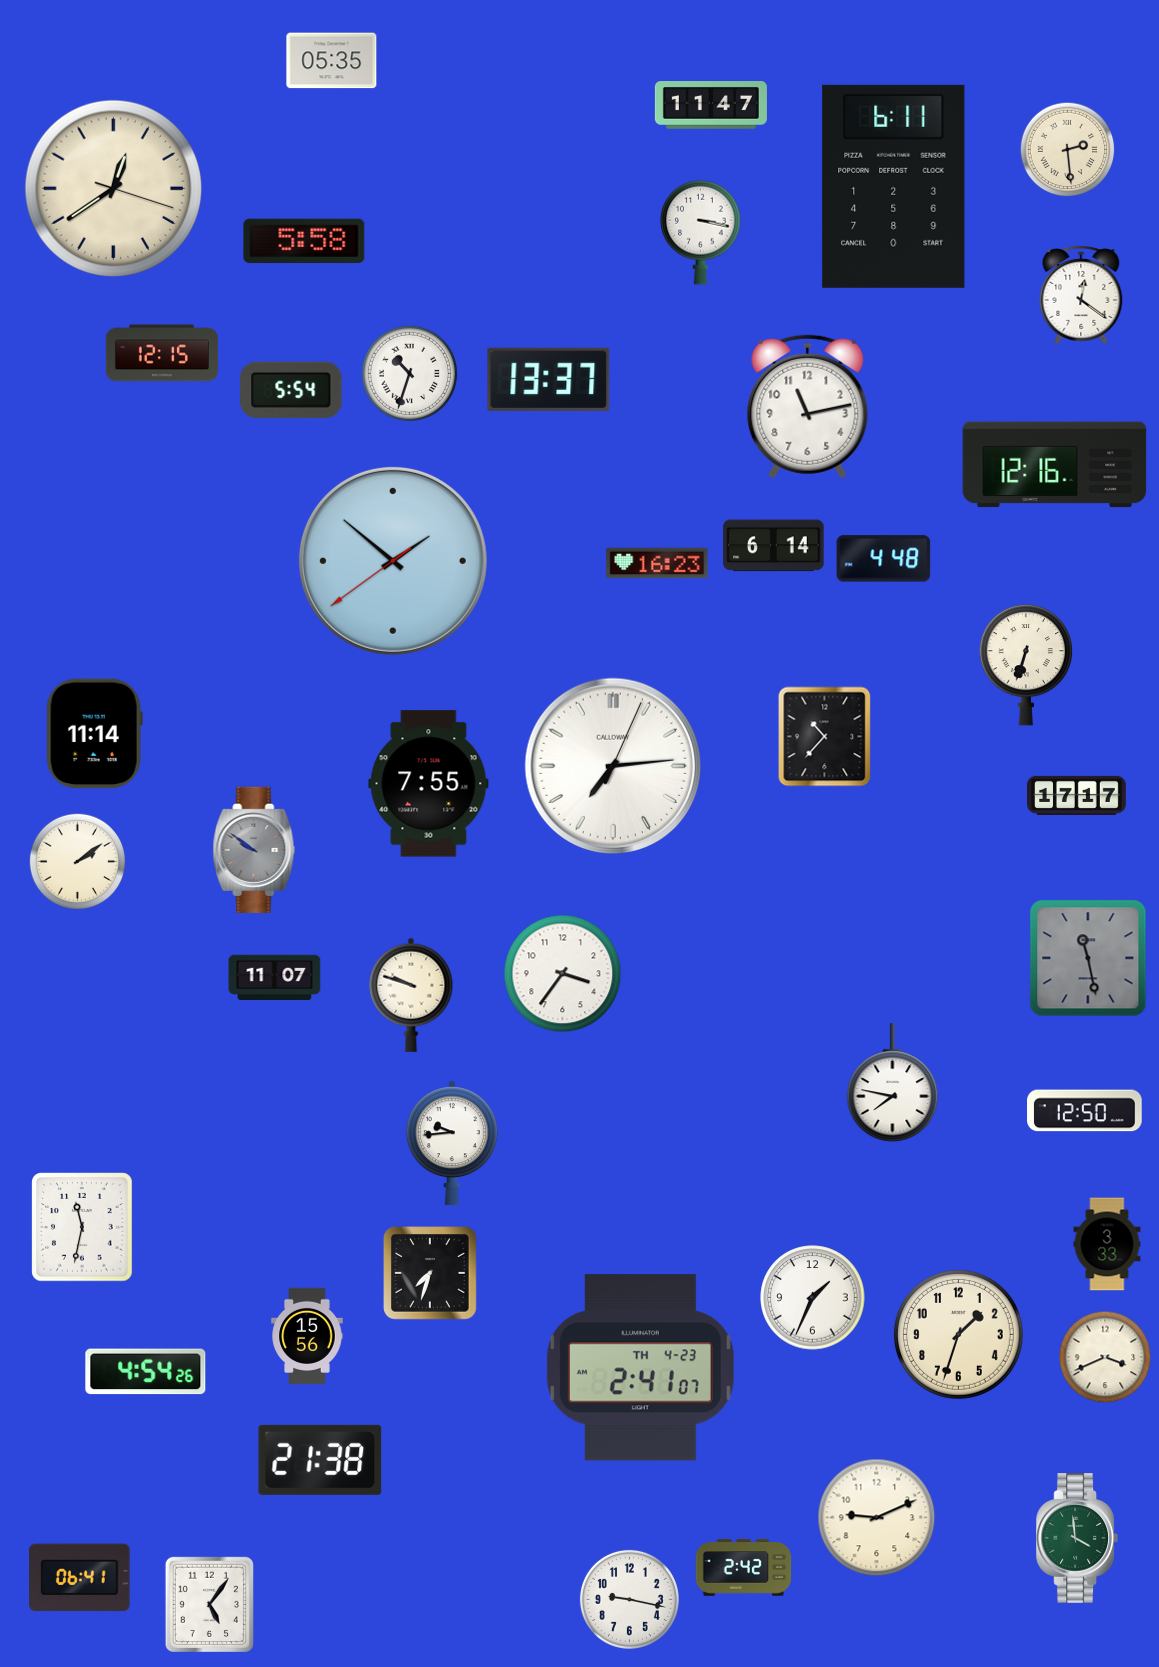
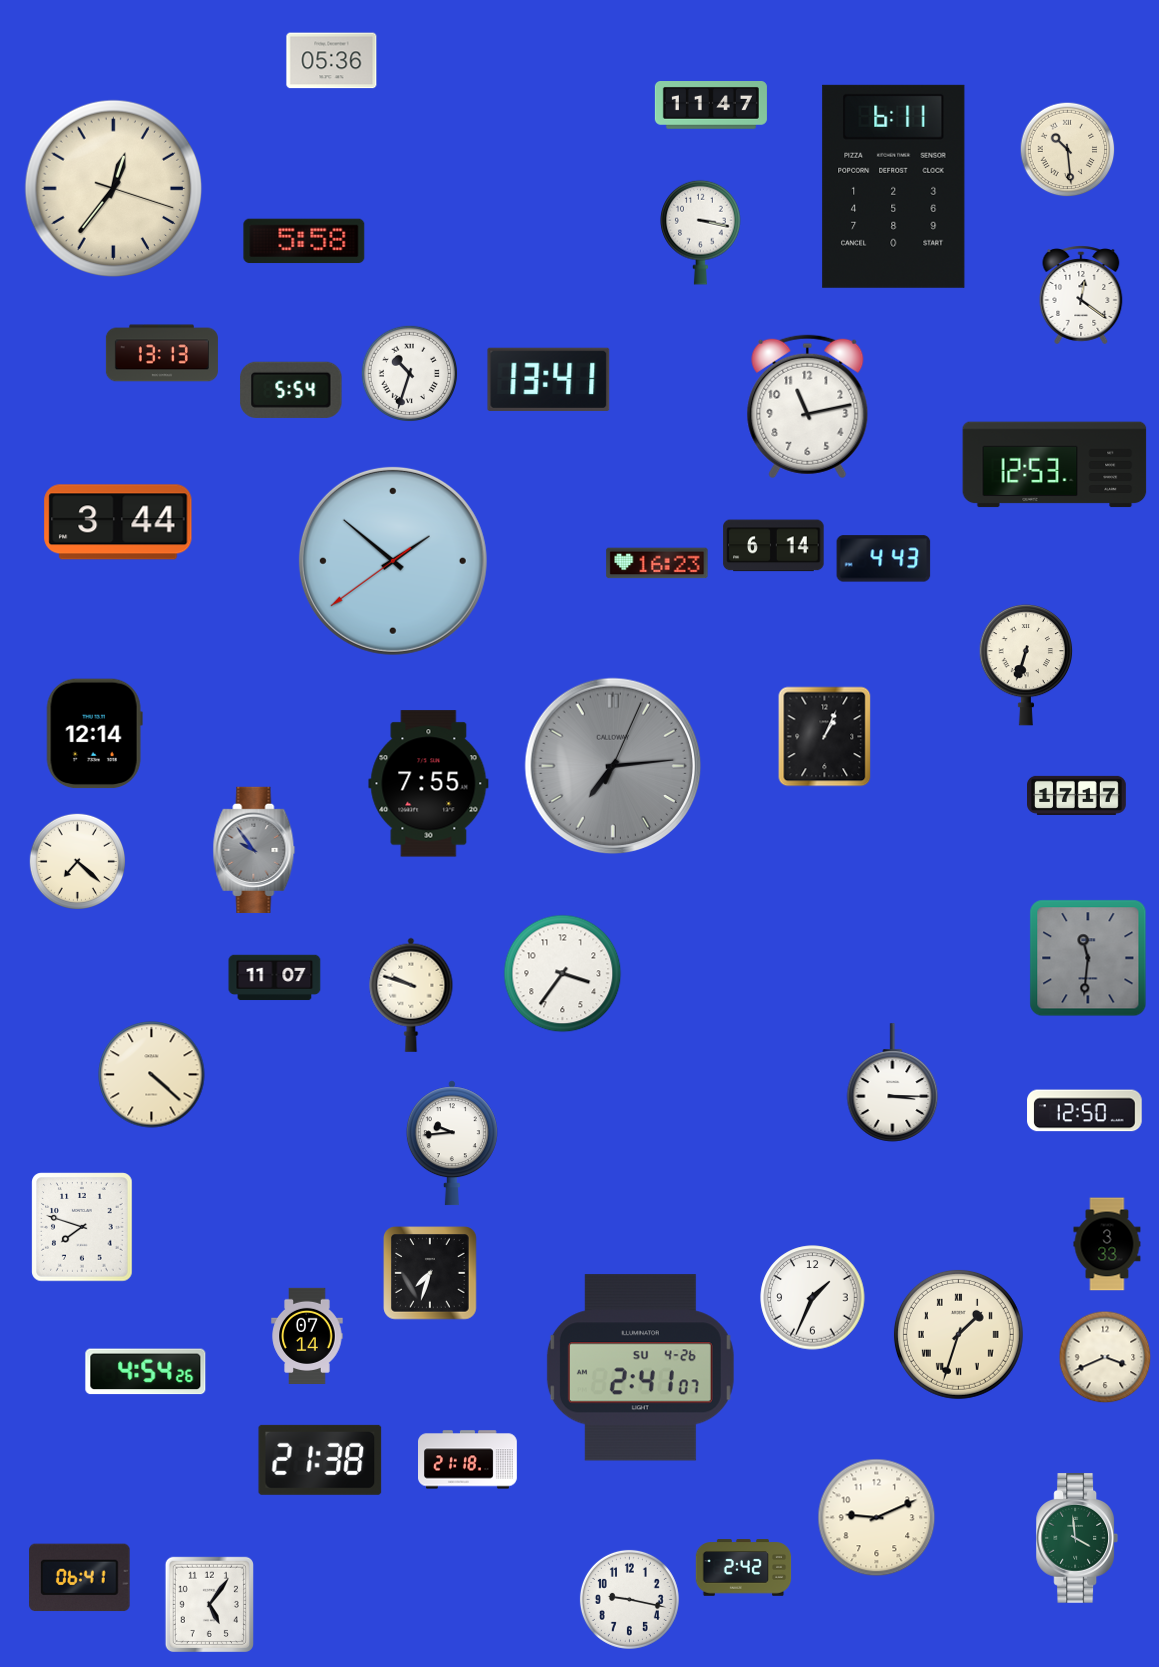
clock at (332, 61): 05:35 -> 05:36
clock at (1068, 150): 2:29 -> 10:29
clock at (114, 189): 12:39 -> 12:36
clock at (162, 353): 12:15 -> 13:13
clock at (549, 379): 13:37 -> 13:41
clock at (1055, 465): 12:16 -> 12:53
clock at (118, 522): none -> 3:44
clock at (884, 559): 4:48 -> 4:43
clock at (94, 734): 11:14 -> 12:14
clock at (825, 737): 10:37 -> 1:04
clock at (613, 766) dial: white -> grey
clock at (254, 850): 9:51 -> 9:54
clock at (77, 861): 2:09 -> 7:22
clock at (1088, 958): 11:28 -> 11:31
clock at (152, 1075): none -> 4:22
clock at (893, 1083): 7:47 -> 3:15
clock at (82, 1227): 11:32 -> 7:48
clock at (958, 1334) numerals: Arabic -> Roman
clock at (307, 1335): 15:56 -> 07:14
clock at (640, 1368) date: TH 4-23 -> SU 4-26
clock at (468, 1460): none -> 21:18
